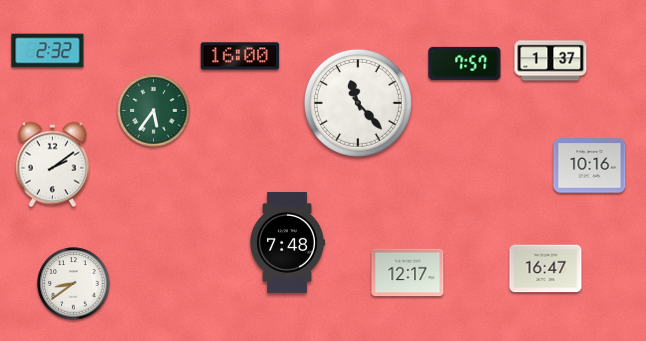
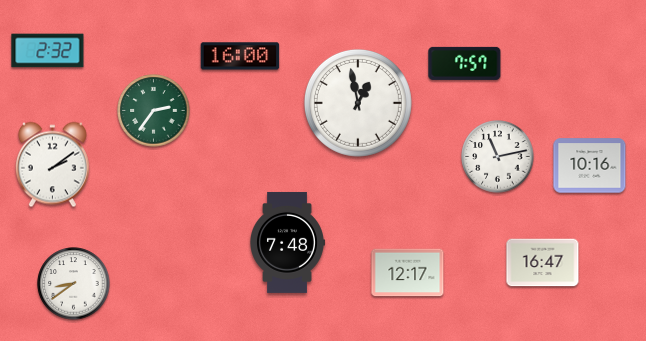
clock at (551, 61): 1:37 -> none
clock at (358, 103): 11:23 -> 12:58
clock at (154, 111): 5:36 -> 2:36
clock at (498, 157): none -> 11:13
clock at (546, 269) position: (546, 269) -> (543, 263)
